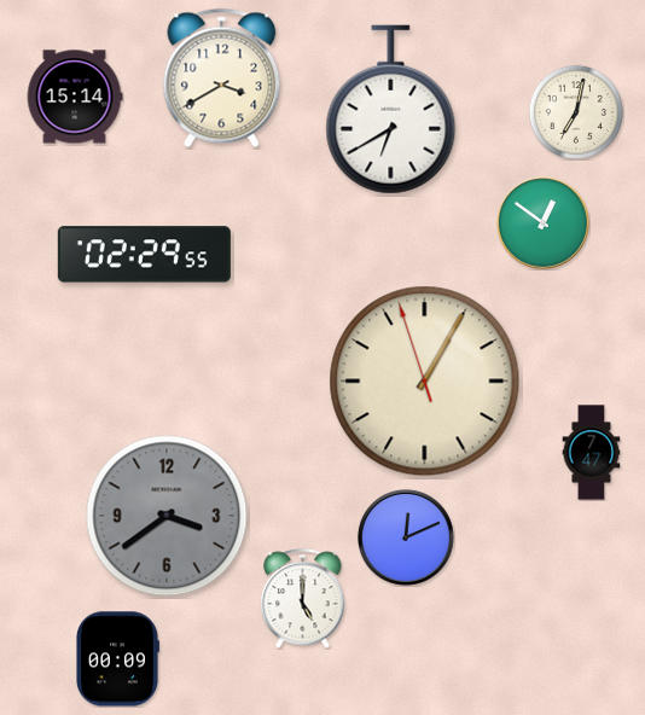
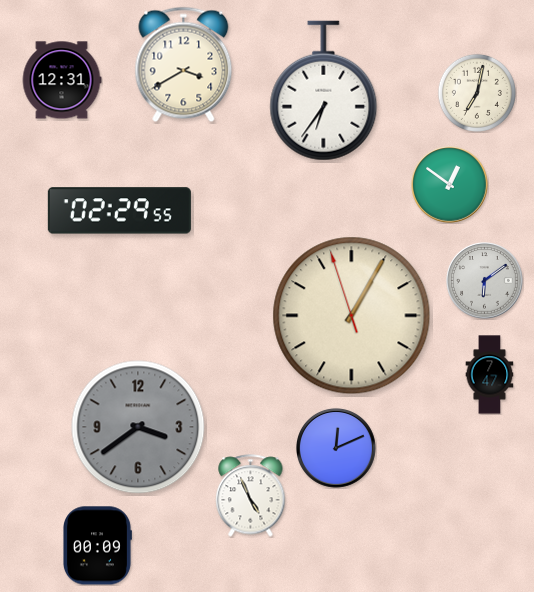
clock at (75, 97): 15:14 -> 12:31
clock at (391, 110): 6:40 -> 6:36
clock at (485, 281): none -> 6:09
clock at (406, 537) position: (406, 537) -> (336, 448)
clock at (303, 599): 5:00 -> 4:56
